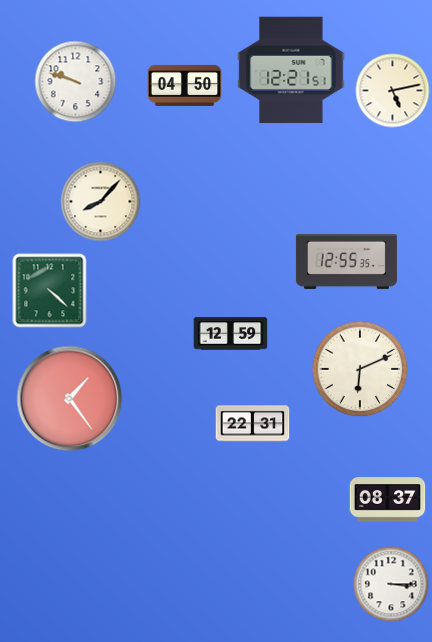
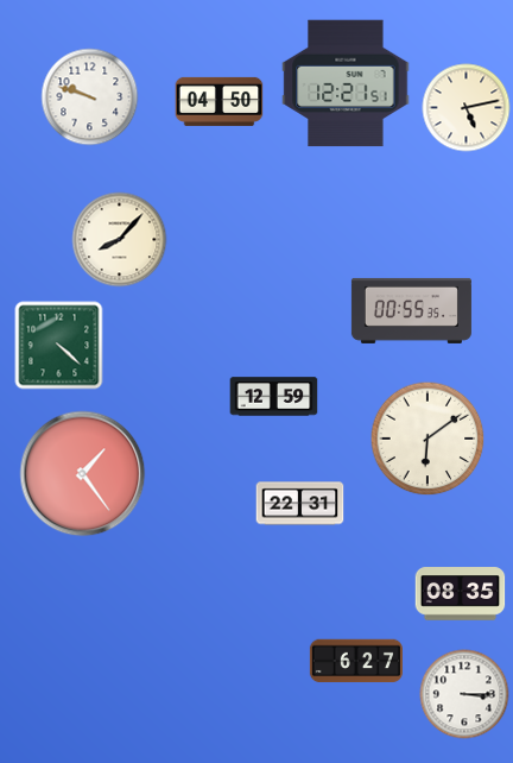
clock at (346, 261): 12:55 -> 00:55
clock at (360, 369): 6:11 -> 6:09
clock at (388, 500): 08:37 -> 08:35
clock at (356, 661): none -> 6:27
